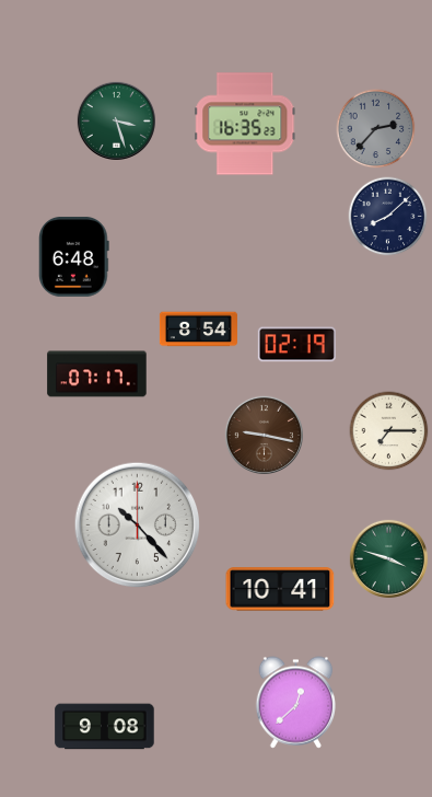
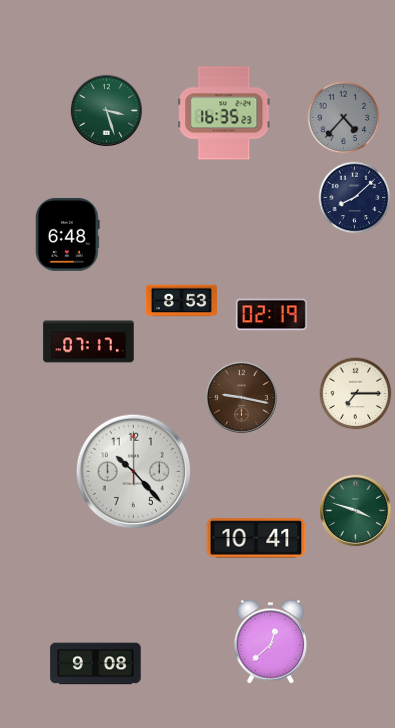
clock at (376, 129): 2:37 -> 4:37
clock at (198, 330): 8:54 -> 8:53
clock at (138, 525) position: (138, 525) -> (134, 472)
